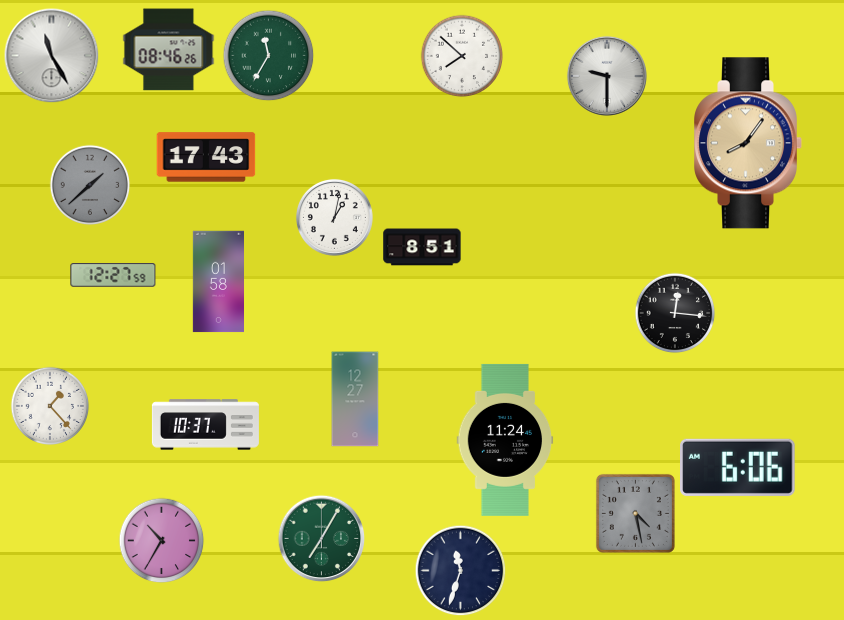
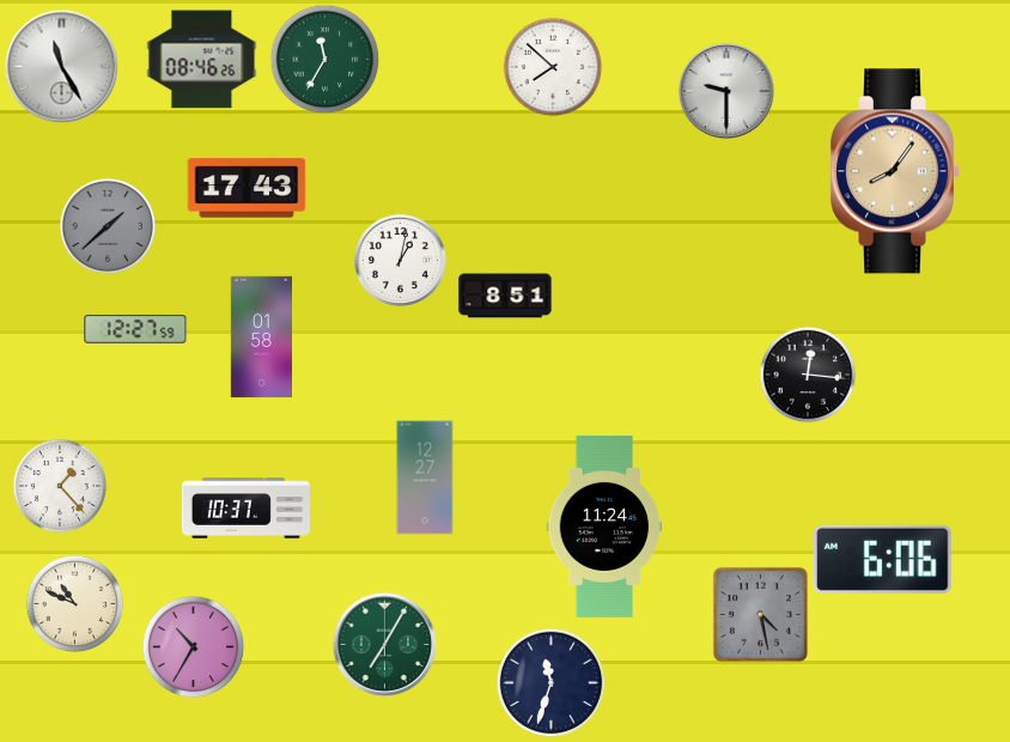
clock at (268, 55) position: (268, 55) -> (324, 59)
clock at (90, 185) position: (90, 185) -> (108, 226)
clock at (74, 603): none -> 10:49
